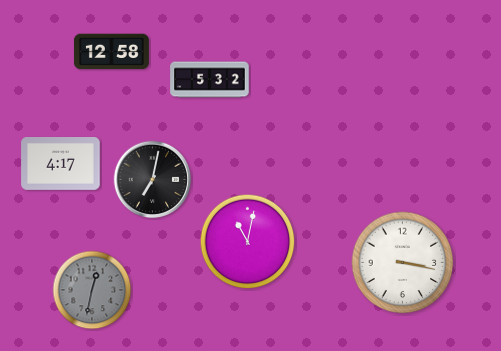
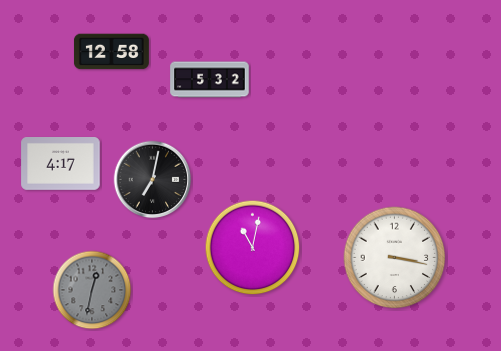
clock at (248, 242) position: (248, 242) -> (253, 248)
clock at (403, 263) position: (403, 263) -> (395, 258)
